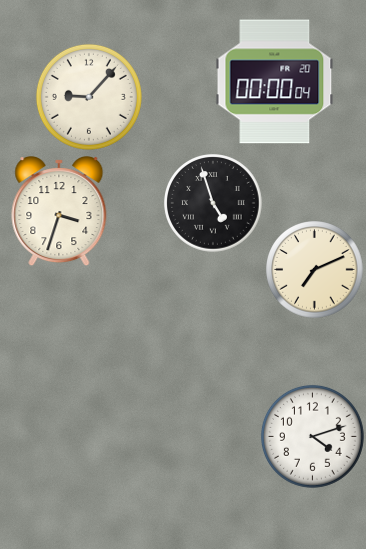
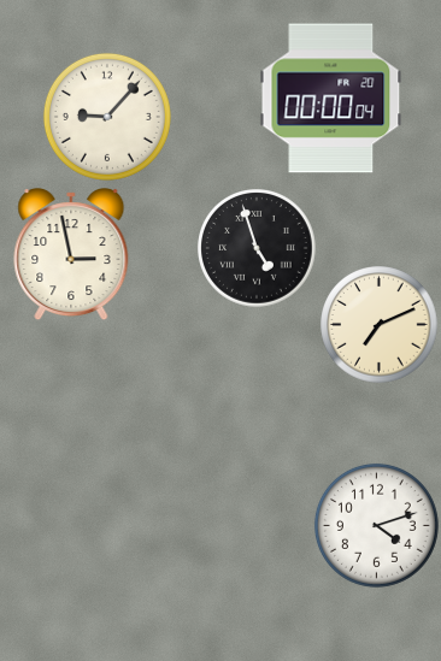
clock at (213, 203) position: (213, 203) -> (257, 248)
clock at (59, 212): 3:33 -> 2:58
